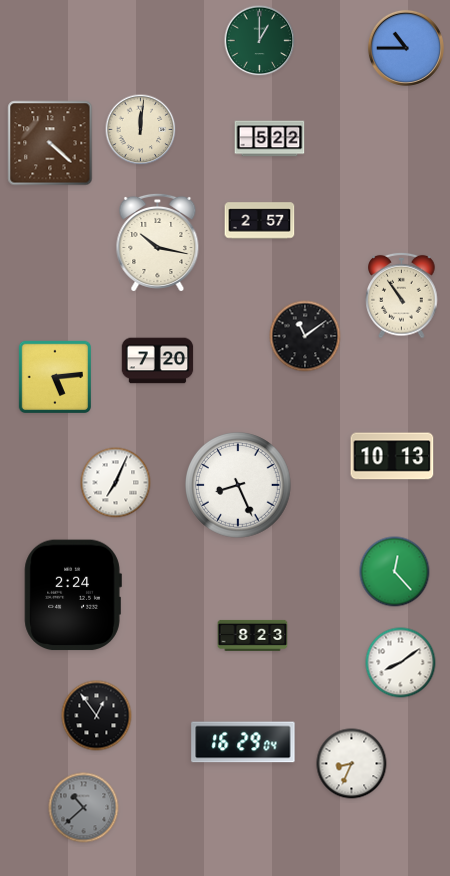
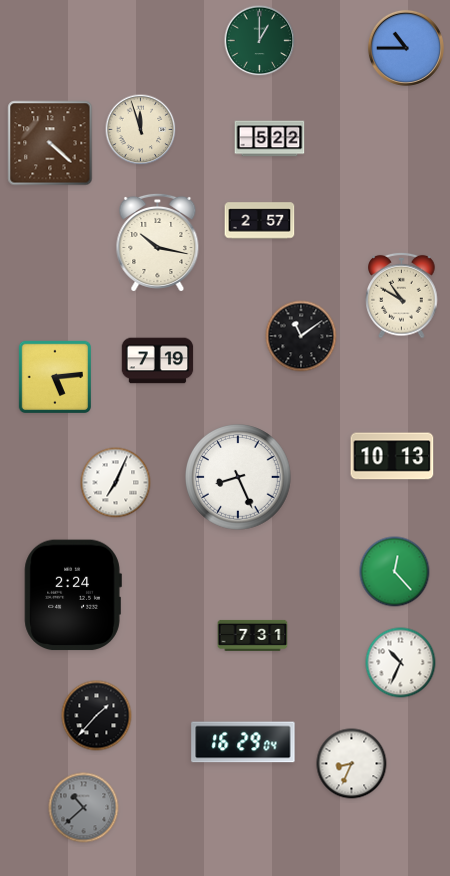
clock at (141, 130): 12:01 -> 11:57
clock at (402, 295): 10:54 -> 10:50
clock at (305, 336) position: (305, 336) -> (301, 336)
clock at (158, 361): 7:20 -> 7:19
clock at (239, 486) position: (239, 486) -> (239, 478)
clock at (253, 635): 8:23 -> 7:31
clock at (401, 663): 8:09 -> 10:34
clock at (97, 716): 12:54 -> 1:37
